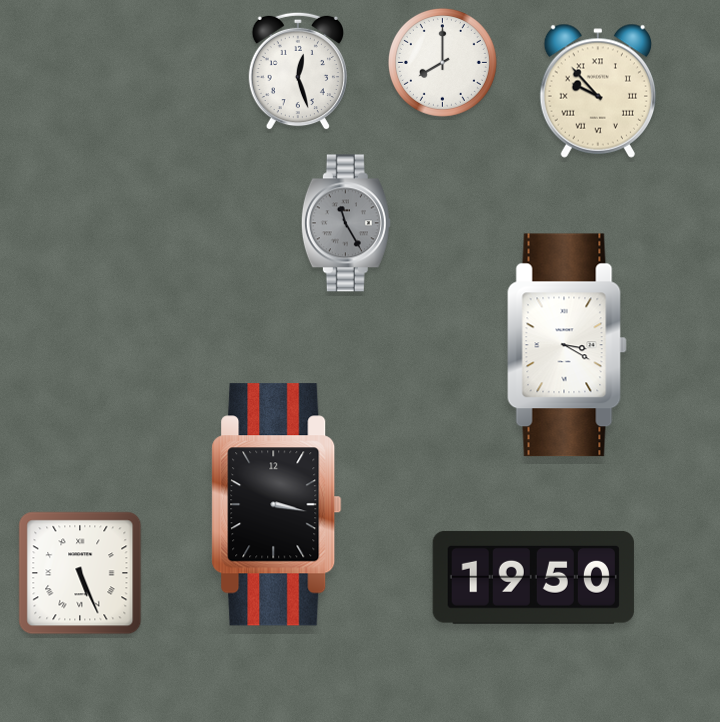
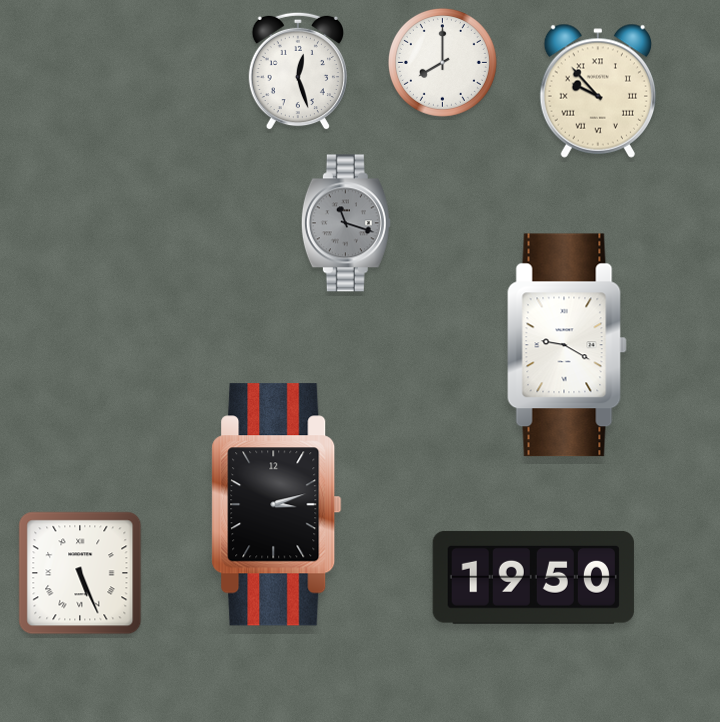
clock at (346, 223): 11:25 -> 11:18
clock at (567, 345): 3:20 -> 9:20
clock at (277, 505): 3:17 -> 3:12
